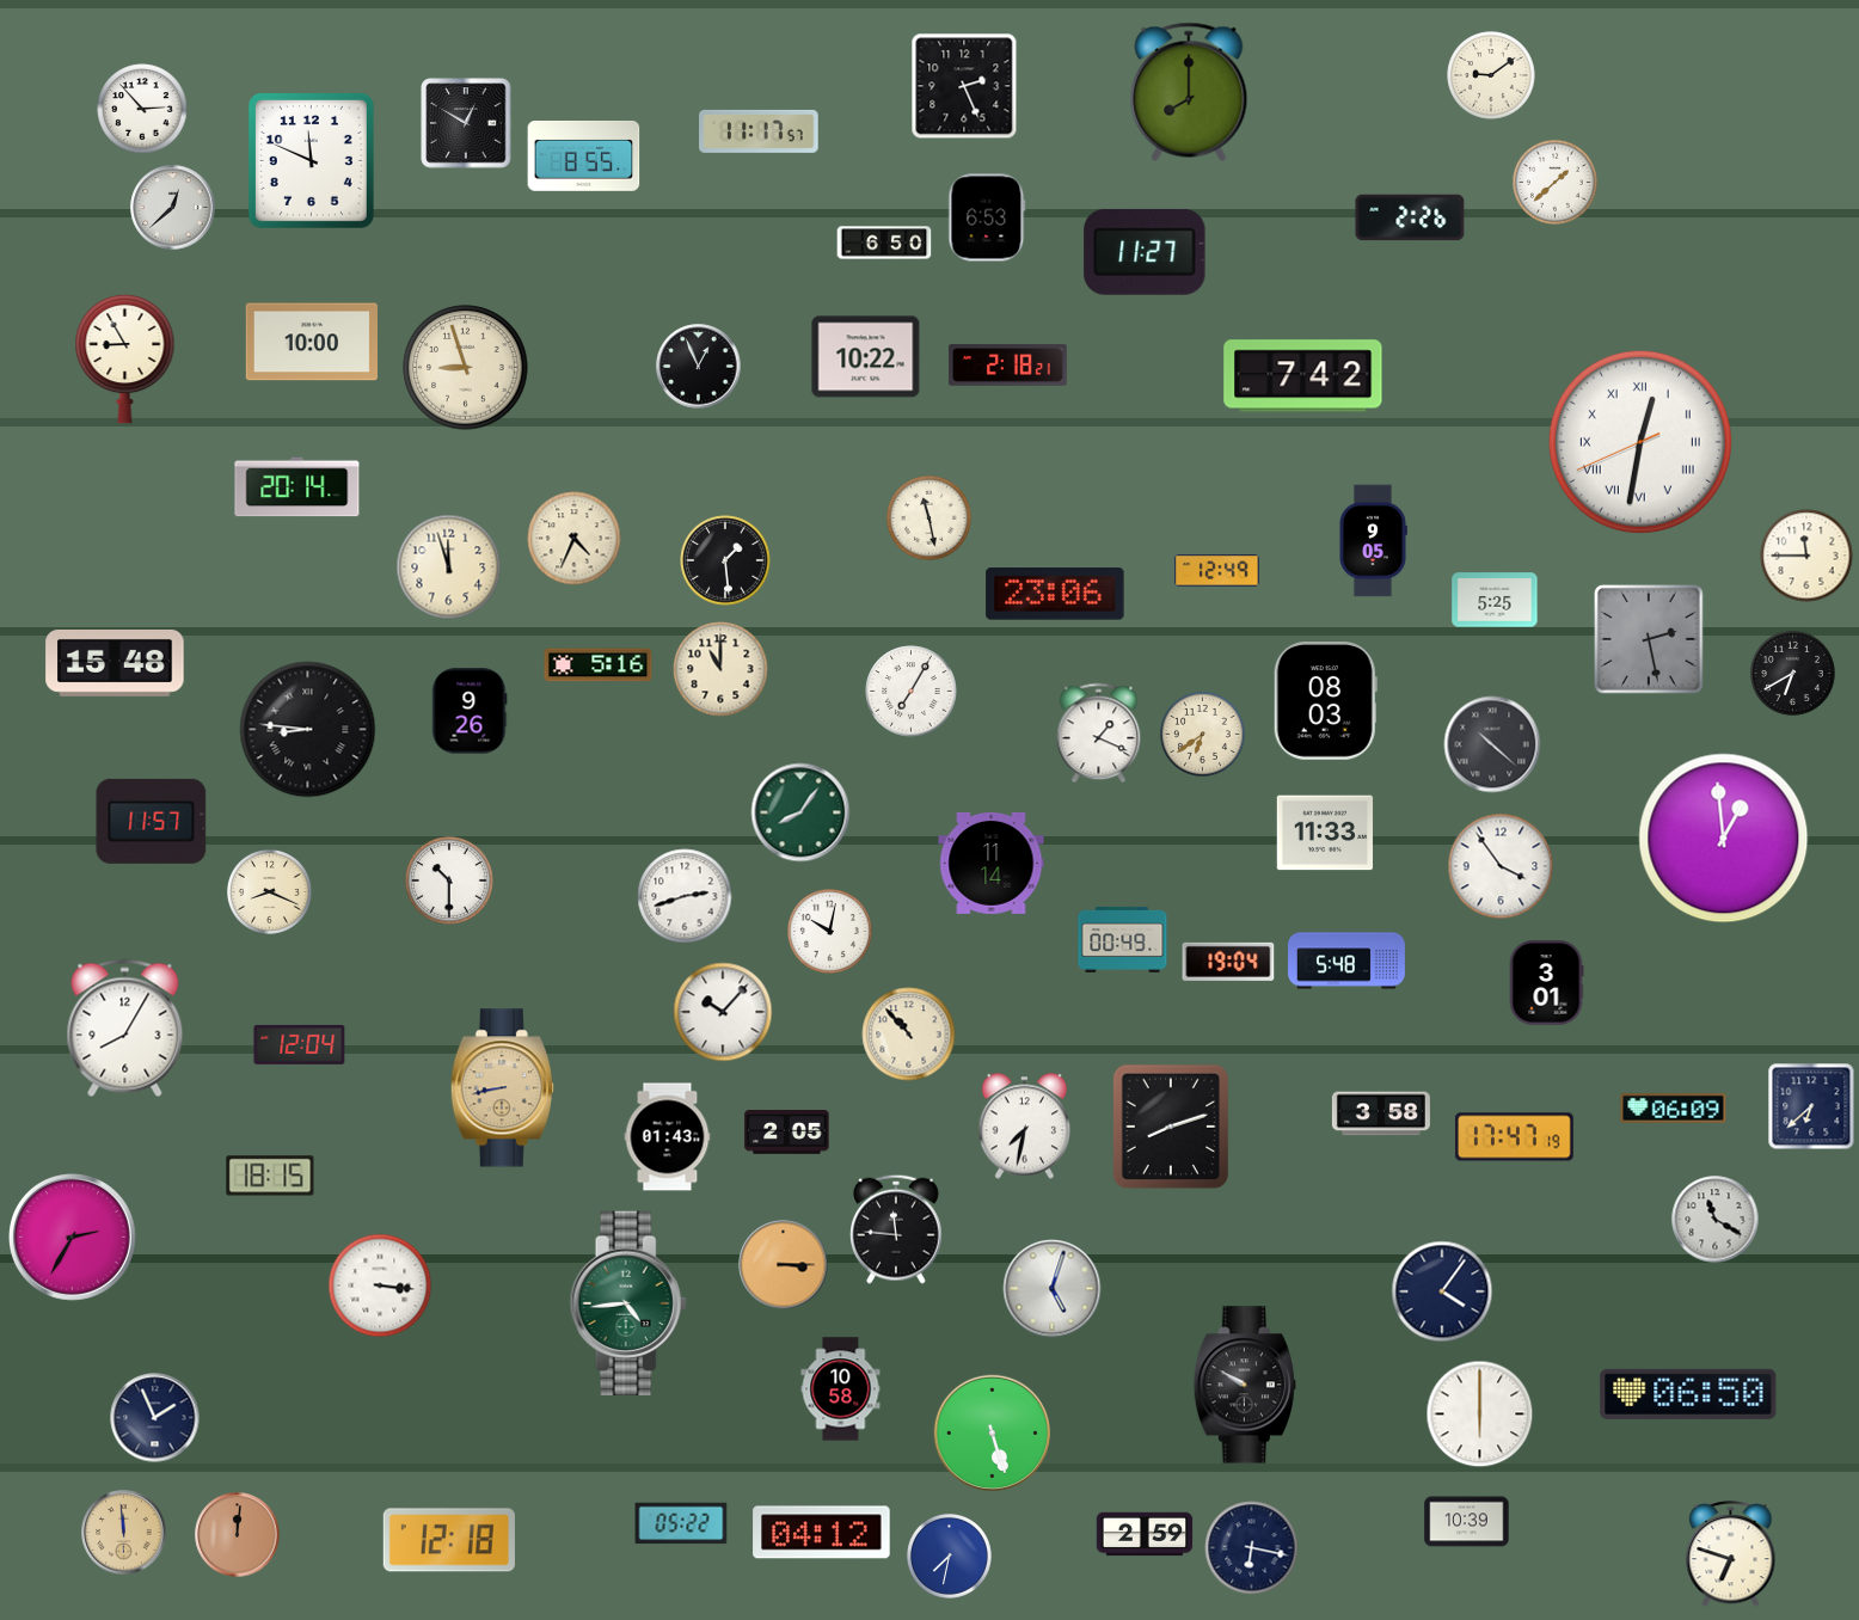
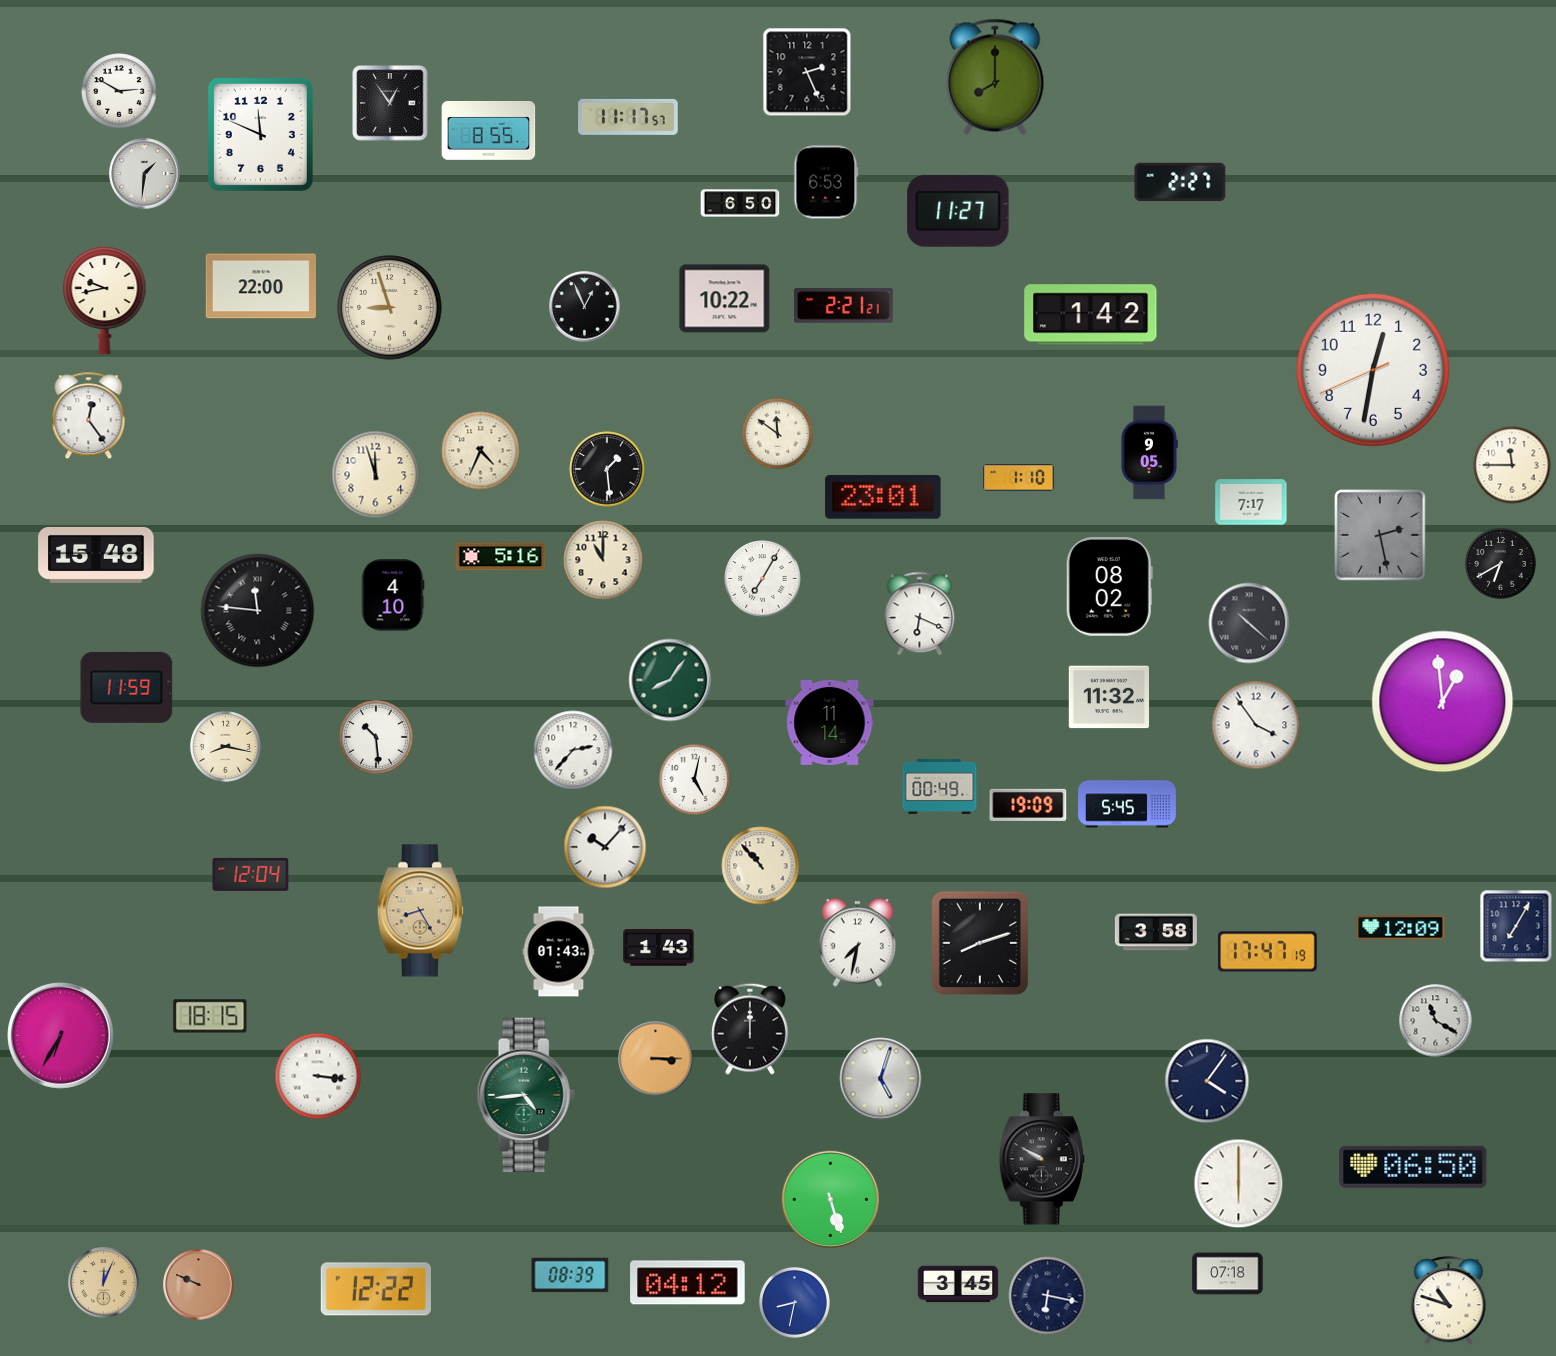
clock at (1491, 75): 9:09 -> none
clock at (142, 109): 2:53 -> 2:50
clock at (466, 123): 12:50 -> 12:54
clock at (759, 131) position: (759, 131) -> (628, 117)
clock at (1554, 182): 1:38 -> none
clock at (173, 208): 12:38 -> 1:31
clock at (1410, 217): 2:26 -> 2:27
clock at (311, 342): 10:00 -> 22:00
clock at (125, 358): 8:55 -> 9:43
clock at (1008, 366): 2:18 -> 2:21
clock at (1303, 376): 7:42 -> 1:42
clock at (1640, 442) numerals: Roman -> Arabic
clock at (297, 487): 20:14 -> none
clock at (89, 416): none -> 12:24
clock at (928, 517): 11:28 -> 11:51
clock at (1217, 571): 12:49 -> 1:10
clock at (1055, 594): 23:06 -> 23:01
clock at (1495, 600): 5:25 -> 7:17
clock at (1325, 701): 08:03 -> 08:02
clock at (470, 711): 9:26 -> 4:10
clock at (308, 730): 8:46 -> 11:46
clock at (1099, 734): 1:19 -> 6:19
clock at (1202, 734): 6:39 -> none
clock at (152, 821): 11:57 -> 11:59
clock at (1325, 833): 11:33 -> 11:32
clock at (449, 880): 10:30 -> 10:29
clock at (269, 891): 8:19 -> 8:17
clock at (685, 896): 2:42 -> 2:37
clock at (829, 931): 10:02 -> 5:02
clock at (1348, 961): 5:48 -> 5:45
clock at (1228, 962): 19:04 -> 19:09
clock at (1546, 983): 3:01 -> none
clock at (125, 1029): 8:05 -> none
clock at (502, 1088): 8:43 -> 8:25
clock at (1811, 1106): 6:38 -> 7:05
clock at (1674, 1109): 06:09 -> 12:09
clock at (787, 1133): 2:05 -> 1:43
clock at (270, 1176) position: (270, 1176) -> (210, 1016)
clock at (897, 1229): 11:46 -> 12:00
clock at (73, 1238): 2:35 -> 6:35
clock at (628, 1302) position: (628, 1302) -> (526, 1094)
clock at (841, 1389): 10:58 -> none
clock at (155, 1418): 1:56 -> none
clock at (1467, 1522): 10:39 -> 07:18
clock at (681, 1523): 05:22 -> 08:39
clock at (124, 1533): 11:59 -> 12:04
clock at (1145, 1534): 2:59 -> 3:45
clock at (238, 1535): 12:01 -> 9:49
clock at (449, 1540): 12:18 -> 12:22
clock at (1731, 1554): 6:48 -> 10:48
clock at (949, 1555): 7:32 -> 8:32
